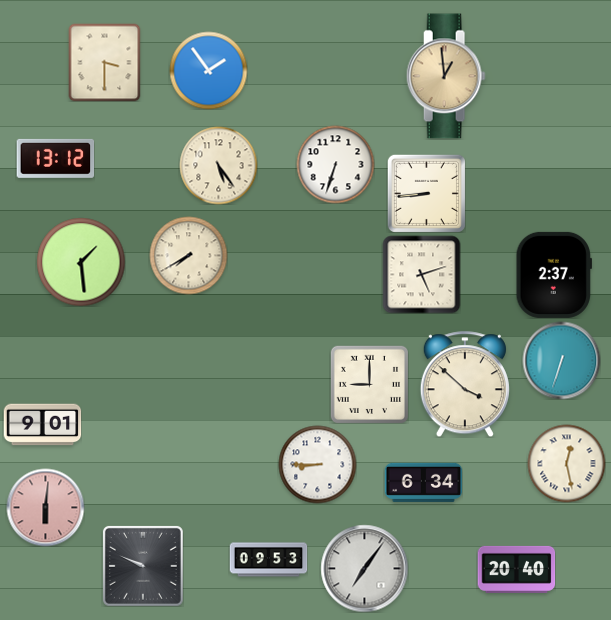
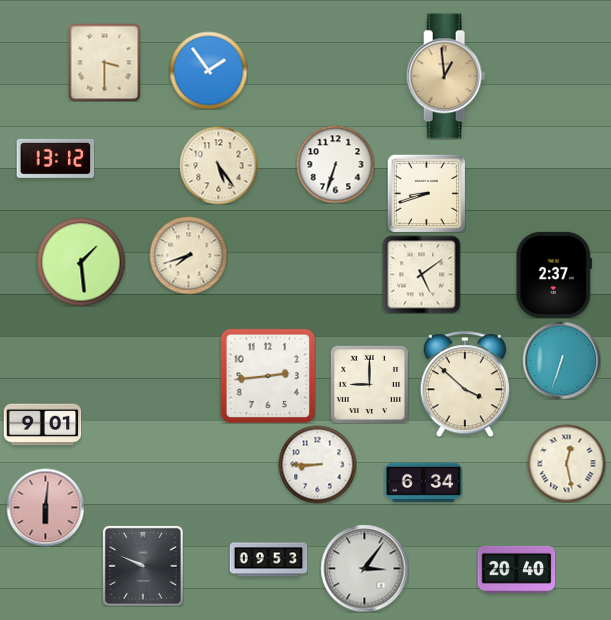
clock at (426, 193): 8:44 -> 8:42
clock at (188, 255): 7:40 -> 7:42
clock at (421, 274): 5:12 -> 5:09
clock at (268, 376): none -> 2:44
clock at (364, 568): 7:06 -> 3:06
